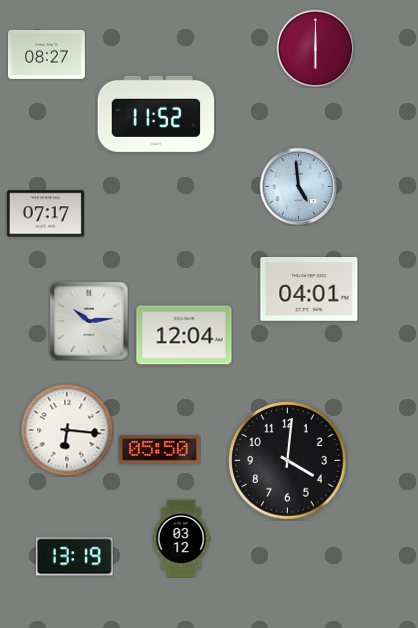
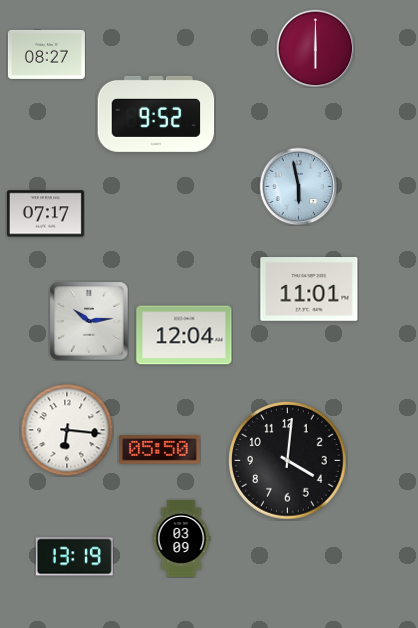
clock at (156, 114): 11:52 -> 9:52
clock at (298, 186): 4:59 -> 5:58
clock at (309, 290): 04:01 -> 11:01
clock at (181, 538): 03:12 -> 03:09
